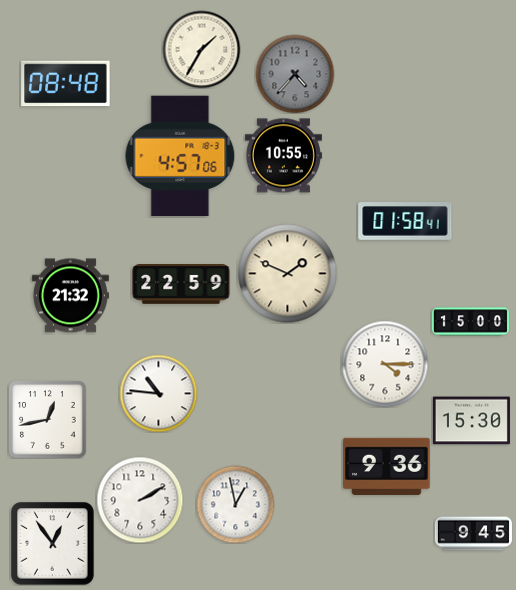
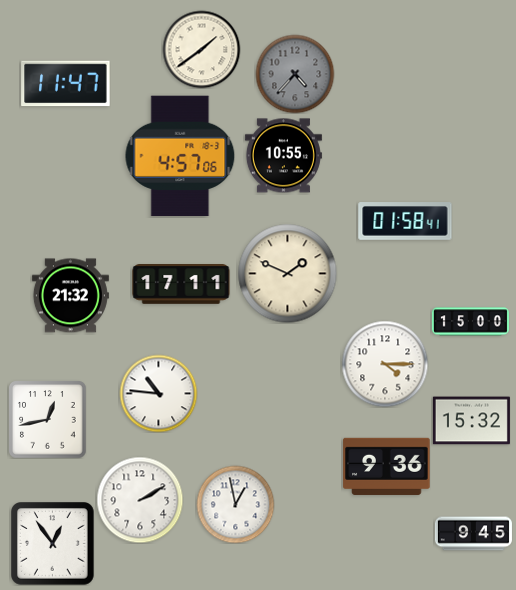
clock at (201, 49): 1:35 -> 1:39
clock at (66, 84): 08:48 -> 11:47
clock at (181, 284): 22:59 -> 17:11
clock at (471, 421): 15:30 -> 15:32
